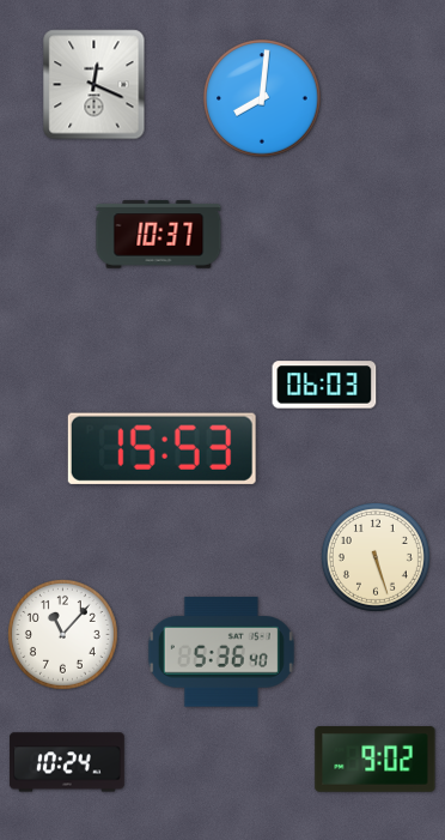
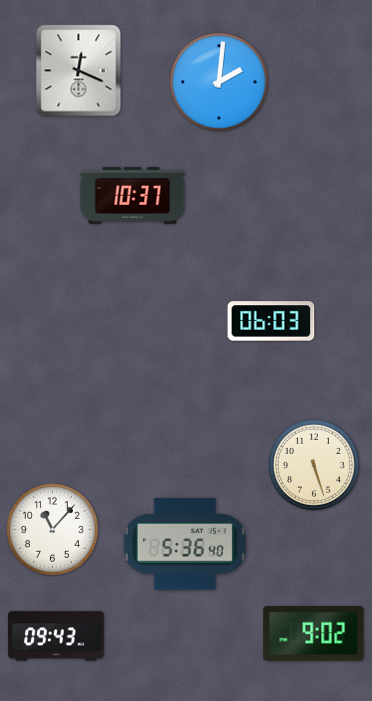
clock at (262, 98): 8:01 -> 2:01
clock at (161, 448): 15:53 -> none
clock at (67, 762): 10:24 -> 09:43
